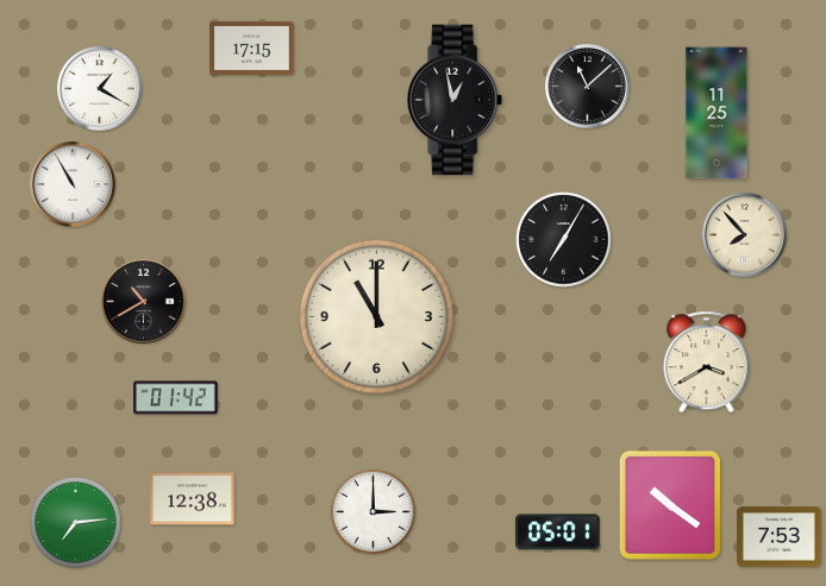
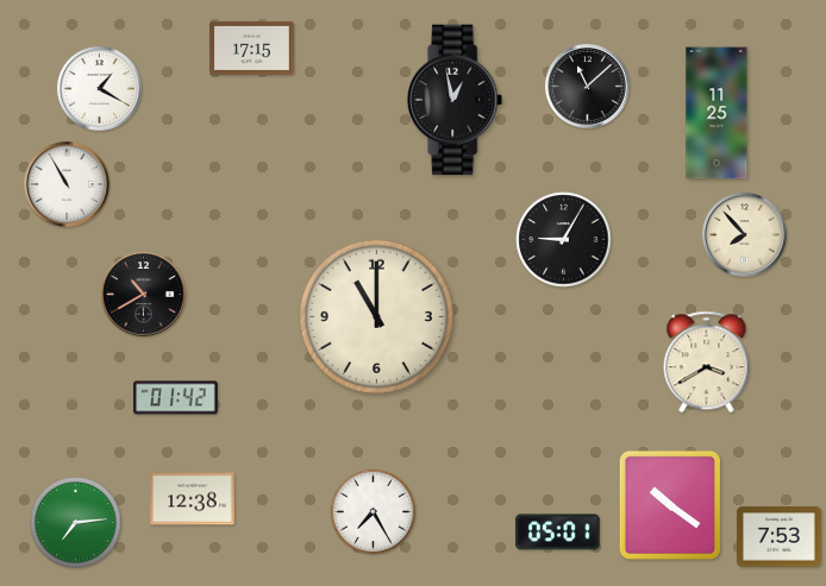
clock at (73, 184) position: (73, 184) -> (67, 184)
clock at (564, 240): 7:05 -> 9:05
clock at (144, 302) position: (144, 302) -> (144, 295)
clock at (373, 511): 3:00 -> 7:25
